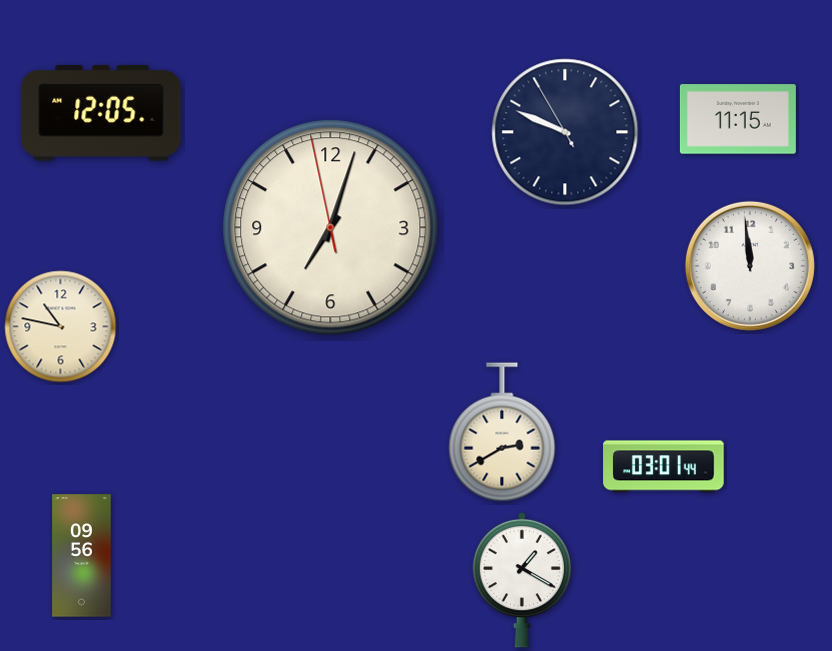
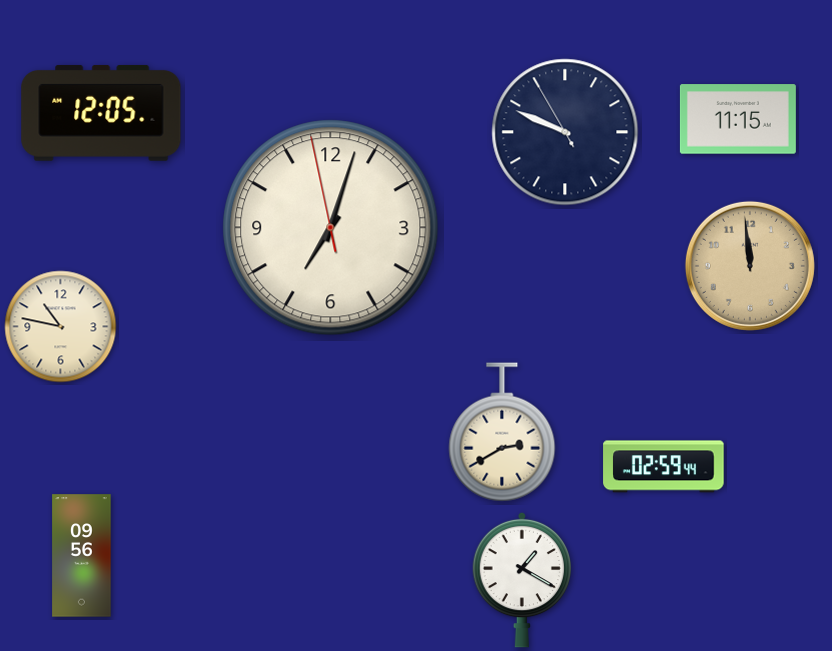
clock at (750, 266) dial: white -> champagne
clock at (664, 467): 03:01 -> 02:59
